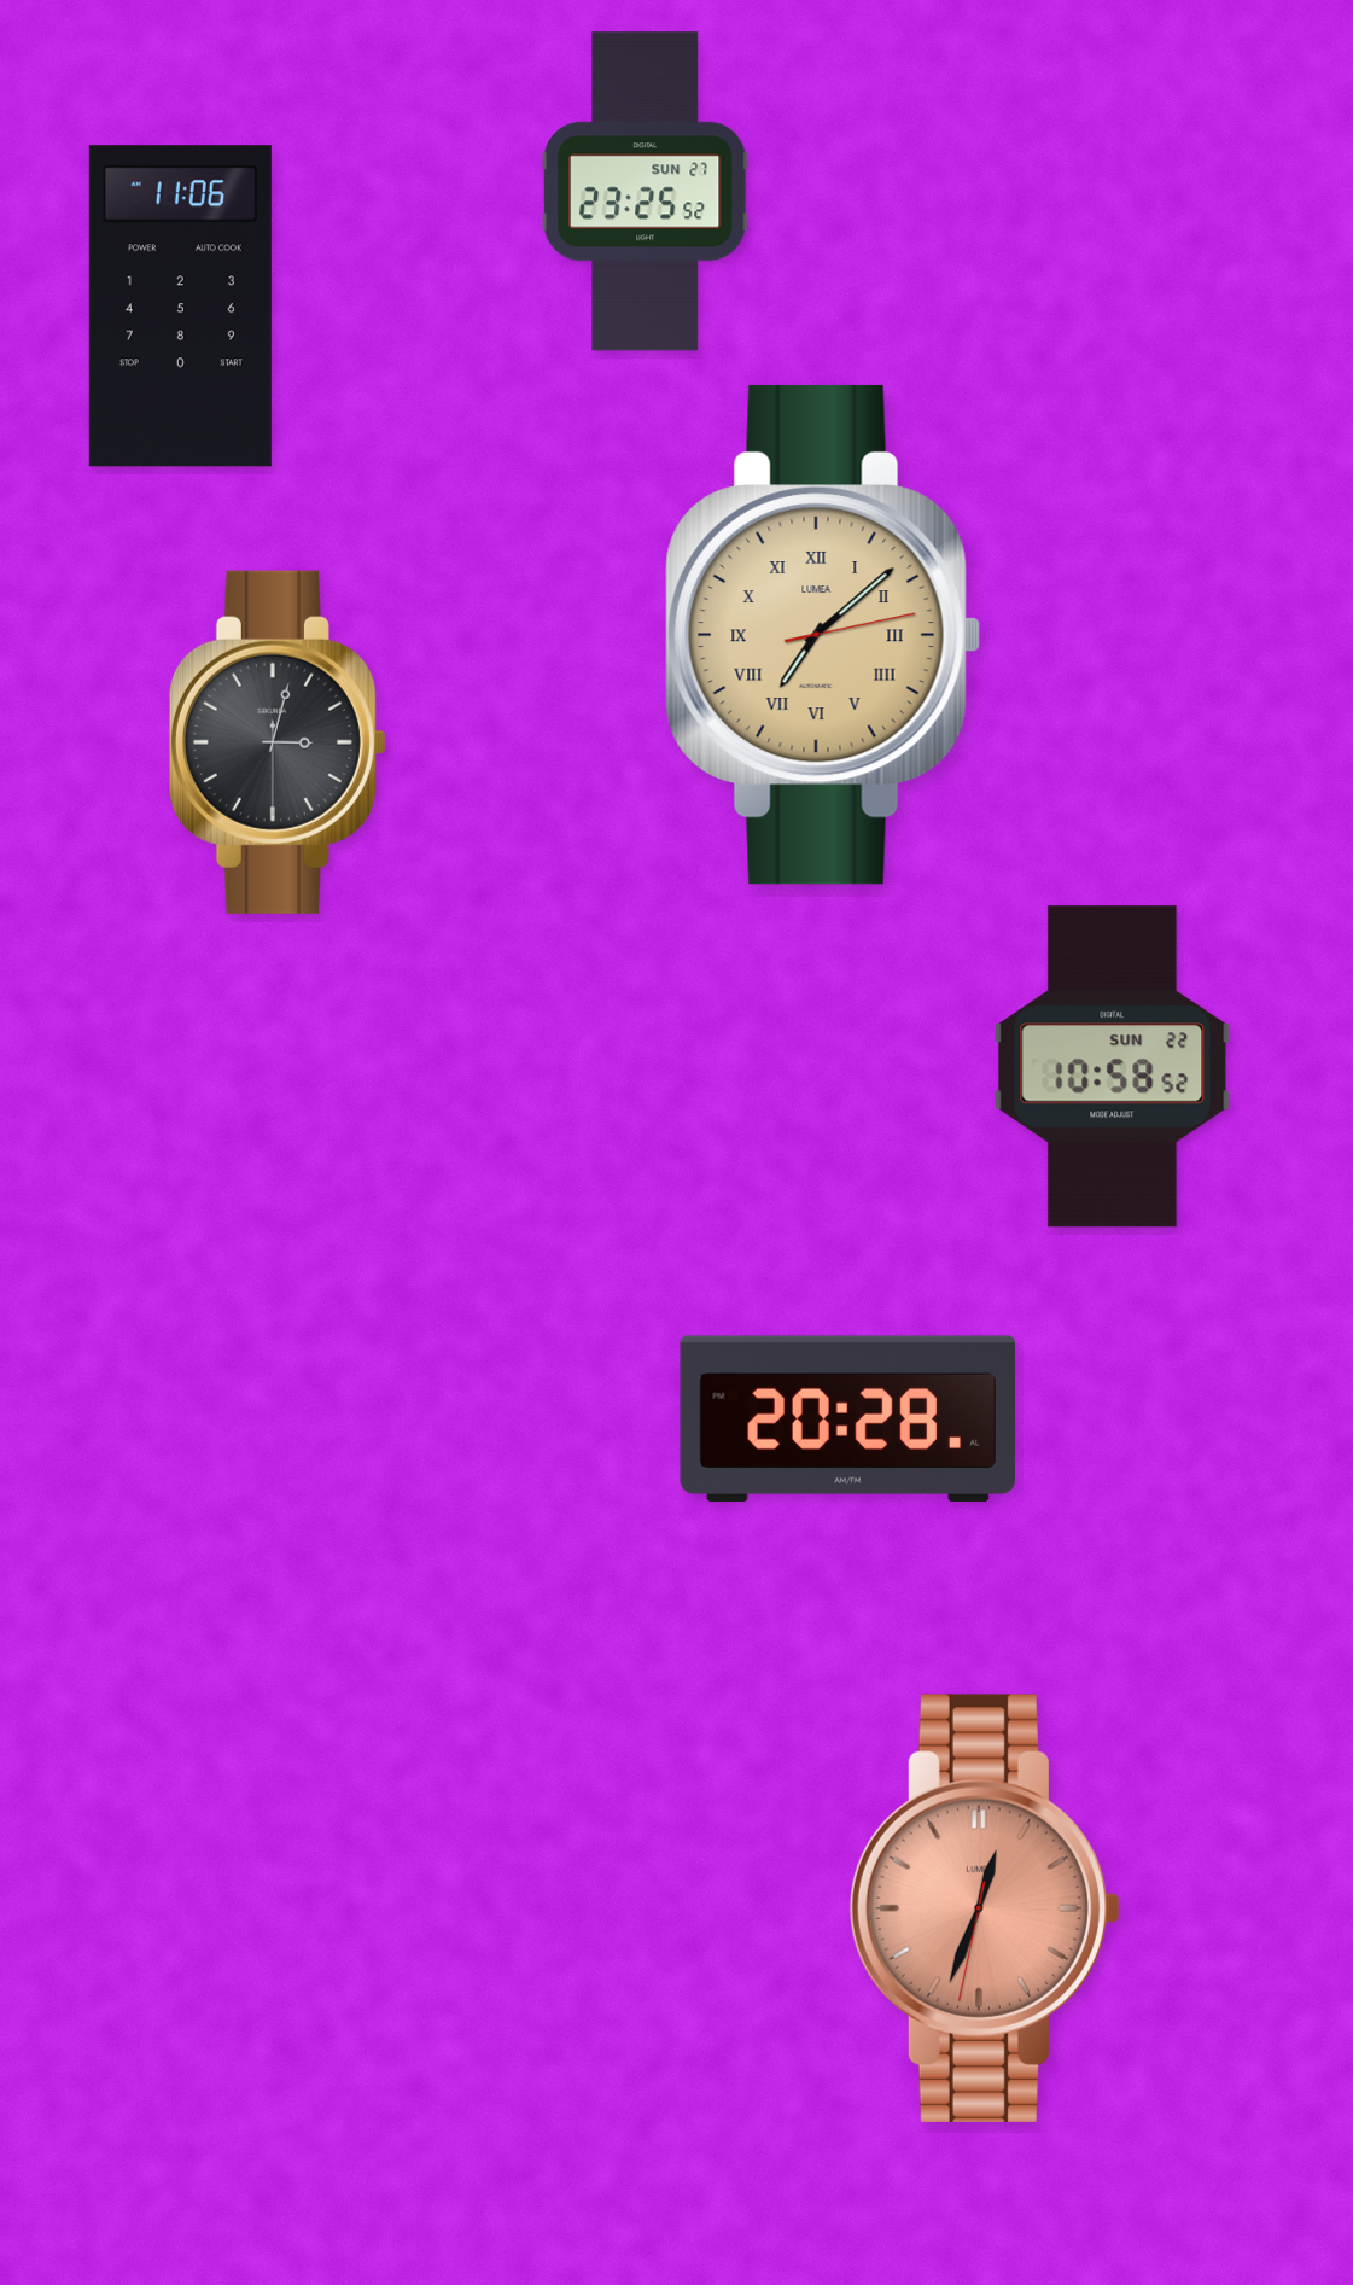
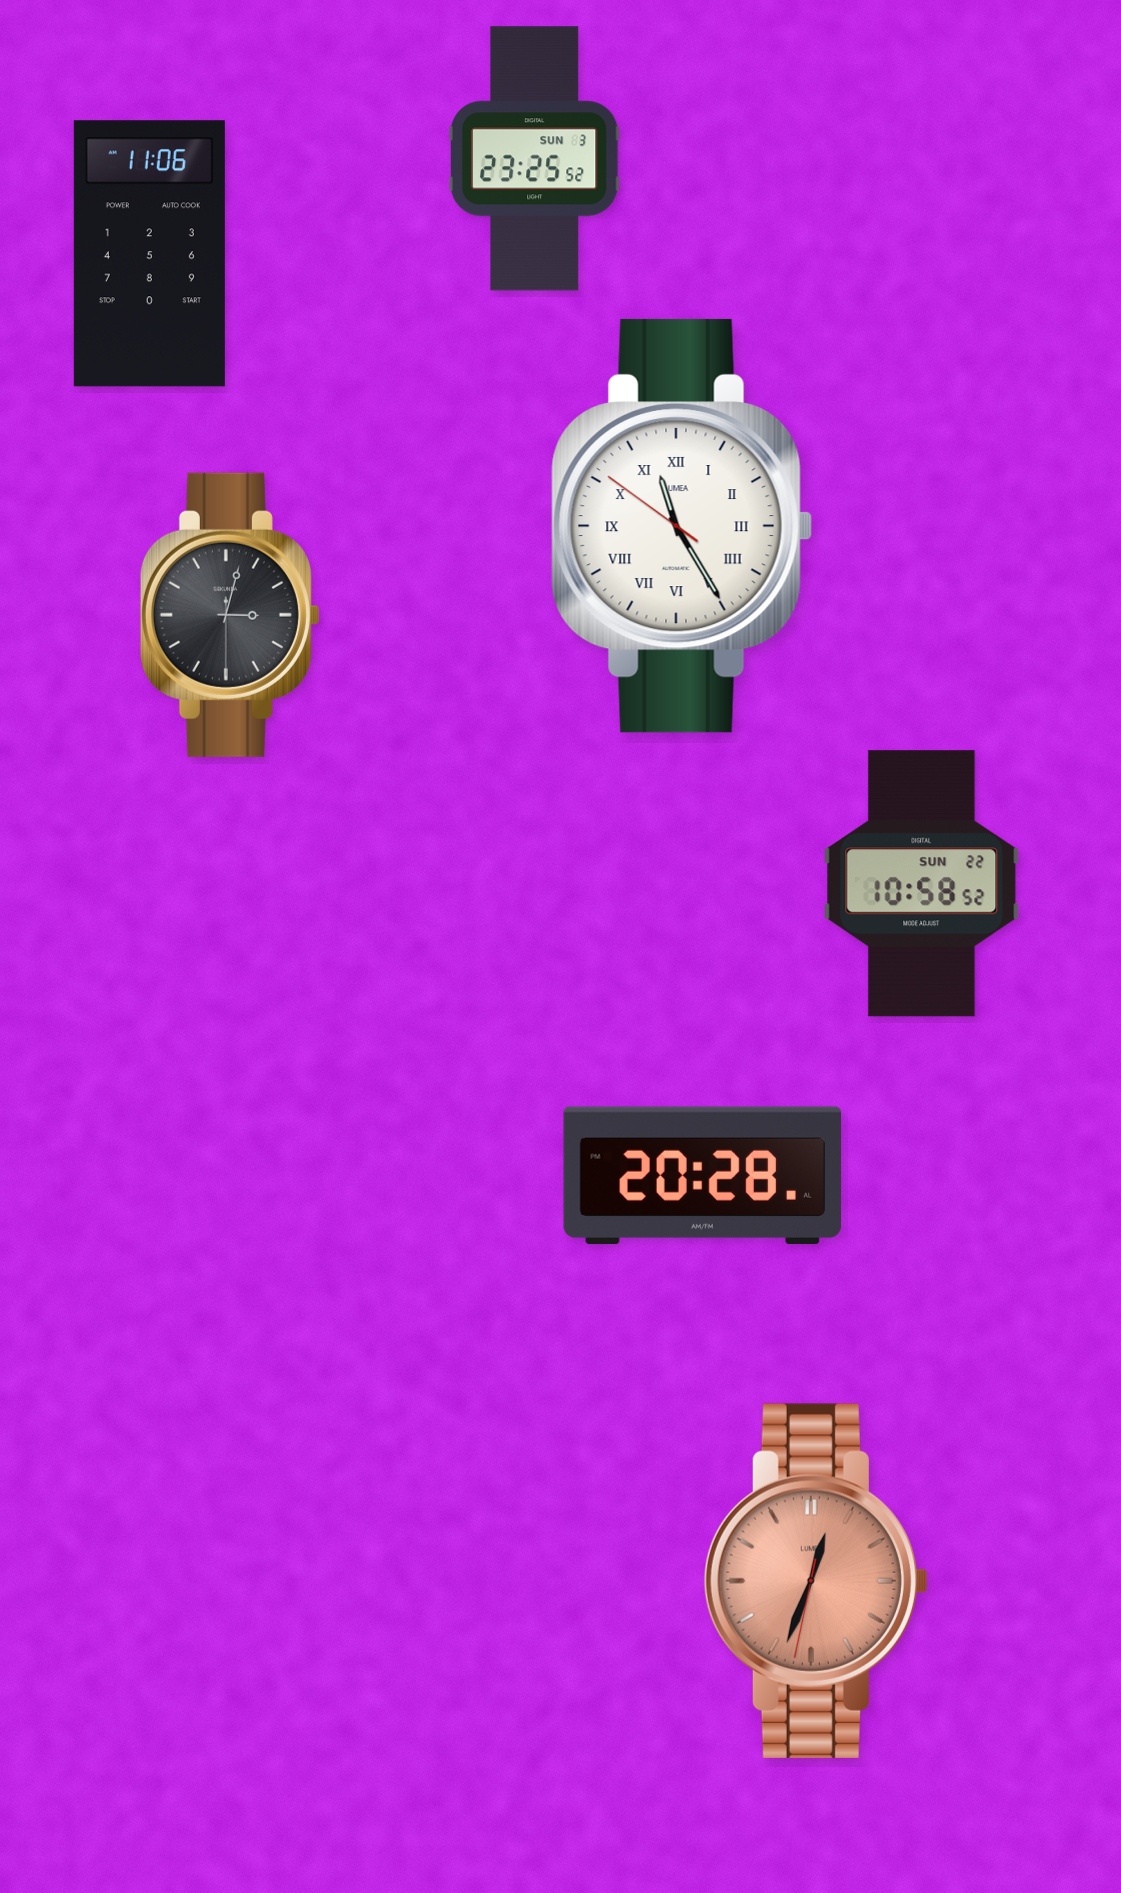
clock at (645, 192) date: SUN 27 -> SUN 3
clock at (823, 635): 7:08 -> 11:24
clock at (823, 635) dial: champagne -> white
